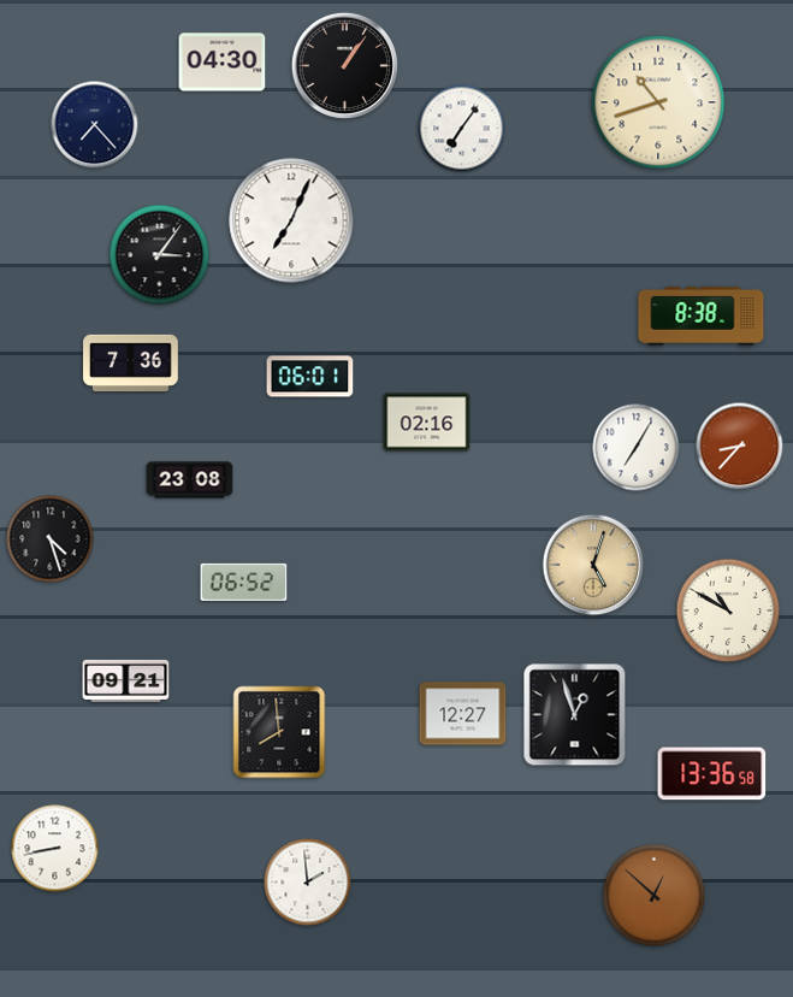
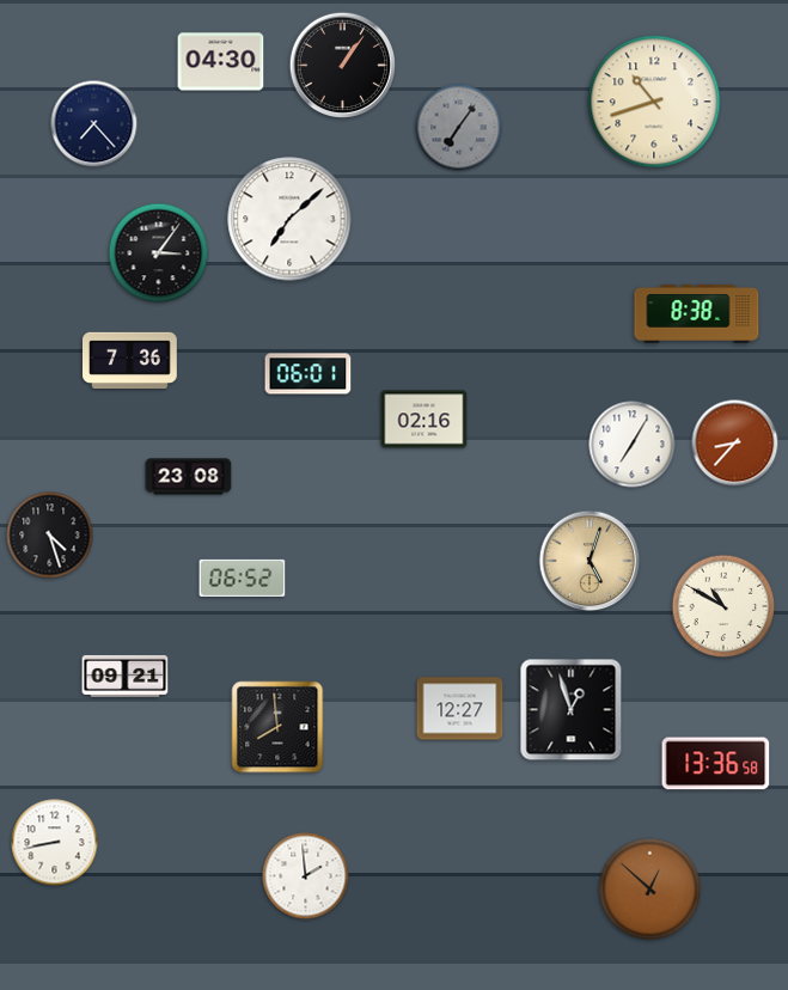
clock at (462, 129) dial: white -> grey
clock at (291, 220): 7:04 -> 7:08
clock at (712, 774) position: (712, 774) -> (716, 764)
